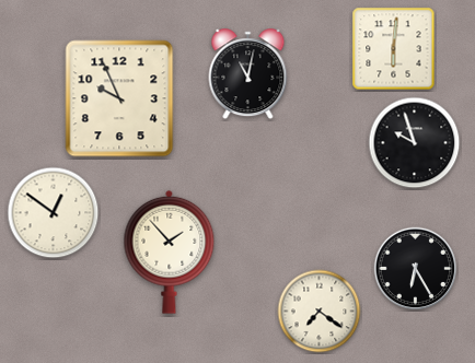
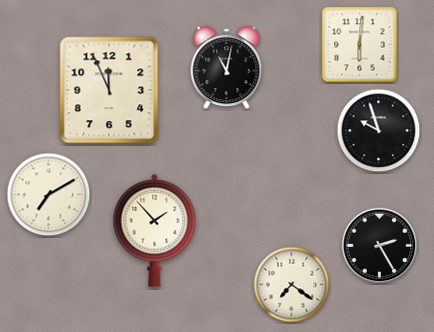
clock at (119, 98): 9:56 -> 11:56
clock at (54, 213): 12:51 -> 7:10
clock at (416, 269): 6:25 -> 2:25
